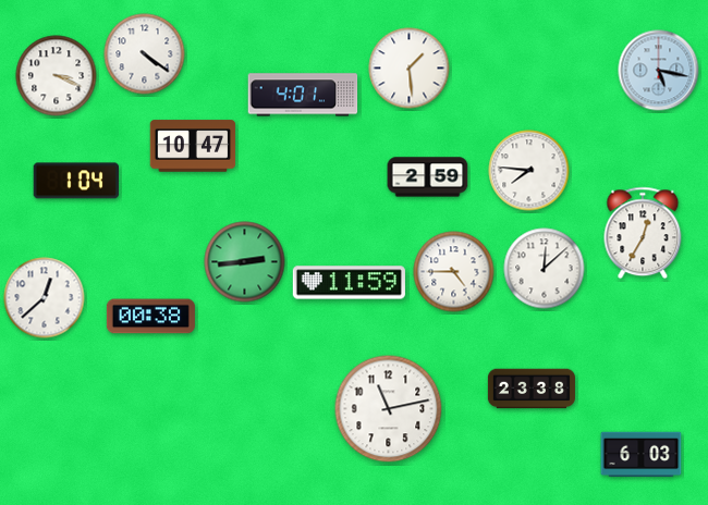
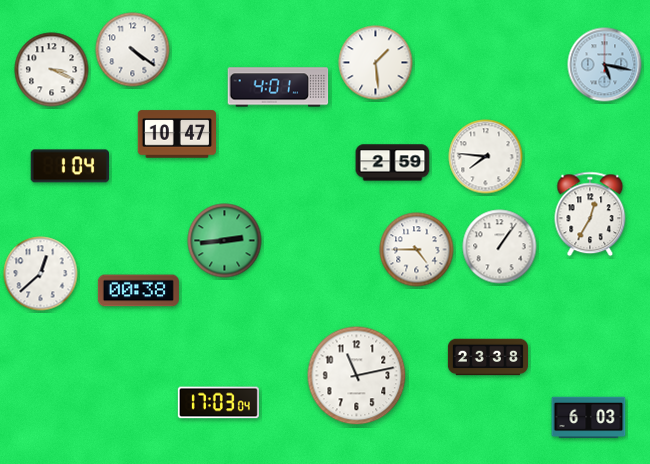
clock at (545, 269): 12:08 -> 1:06
clock at (349, 283): 11:59 -> none
clock at (218, 403): none -> 17:03
